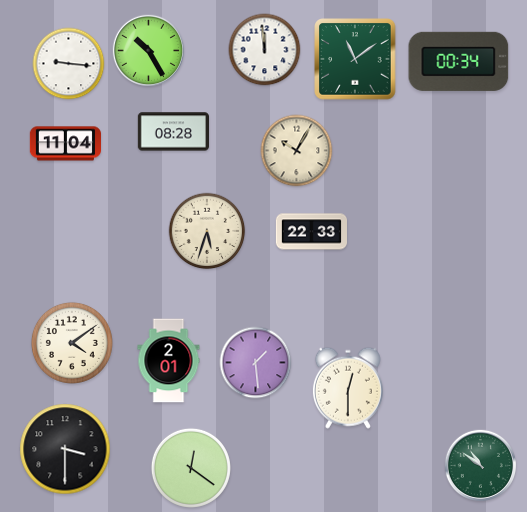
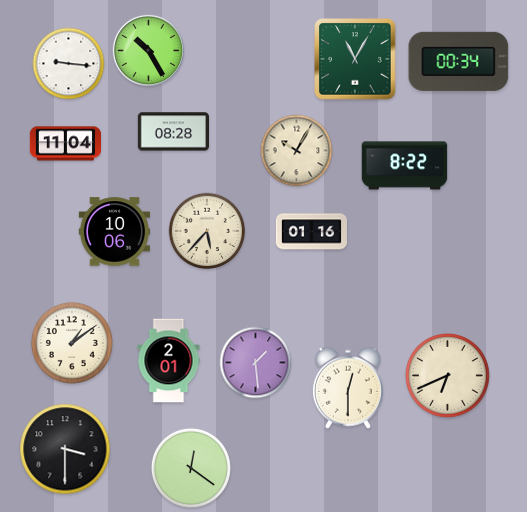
clock at (265, 50): 11:59 -> none
clock at (355, 59): 11:09 -> 11:05
clock at (405, 166): none -> 8:22
clock at (207, 231): 5:33 -> 5:37
clock at (114, 232): none -> 10:06
clock at (311, 232): 22:33 -> 01:16
clock at (72, 343): 4:09 -> 1:09
clock at (448, 376): none -> 6:41
clock at (480, 465): 10:51 -> none
